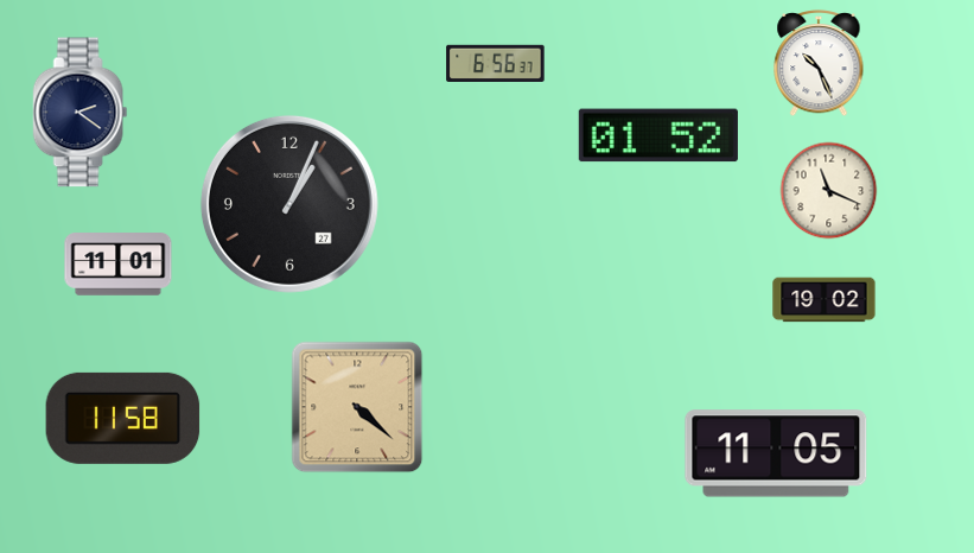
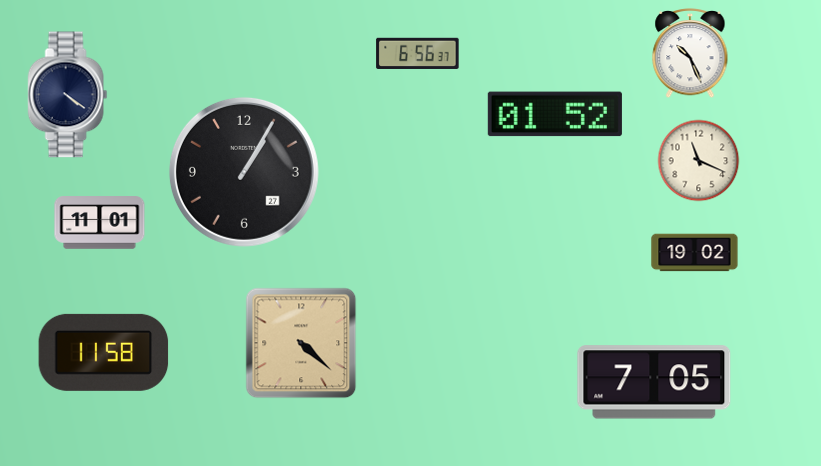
clock at (81, 113): 2:21 -> 4:21
clock at (289, 204): 1:04 -> 1:05
clock at (776, 453): 11:05 -> 7:05
